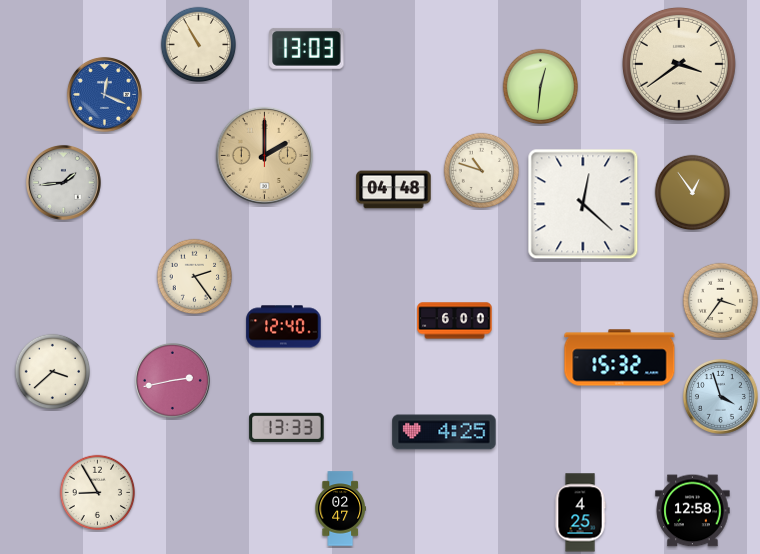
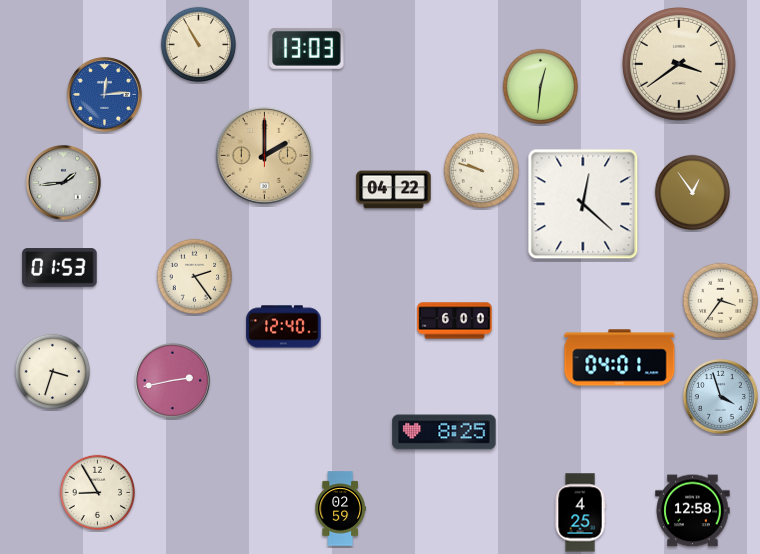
clock at (104, 94): 12:19 -> 12:14
clock at (482, 171): 10:48 -> 9:48
clock at (394, 190): 04:48 -> 04:22
clock at (60, 268): none -> 01:53
clock at (620, 358): 15:32 -> 04:01
clock at (53, 372): 3:38 -> 3:33
clock at (287, 427): 13:33 -> none
clock at (444, 432): 4:25 -> 8:25
clock at (340, 509): 02:47 -> 02:59
